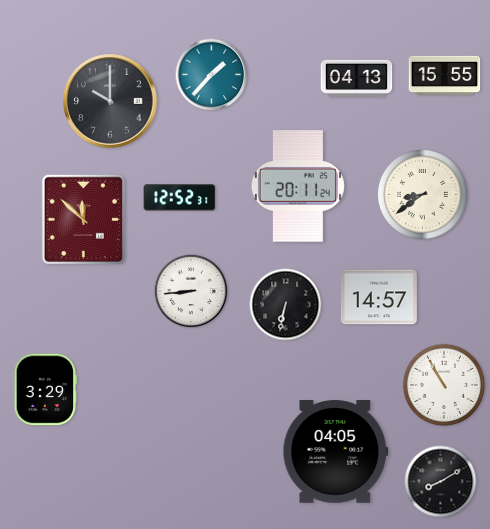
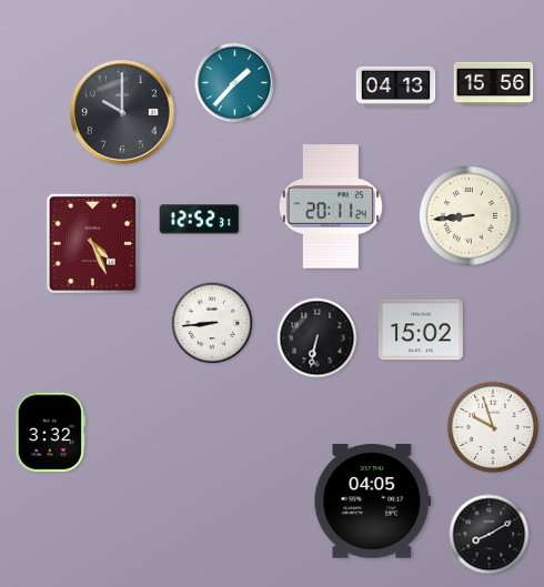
clock at (445, 76): 15:55 -> 15:56
clock at (422, 194): 8:39 -> 8:44
clock at (83, 219): 11:52 -> 4:26
clock at (379, 297): 14:57 -> 15:02
clock at (444, 385): 10:55 -> 9:57
clock at (46, 390): 3:29 -> 3:32
